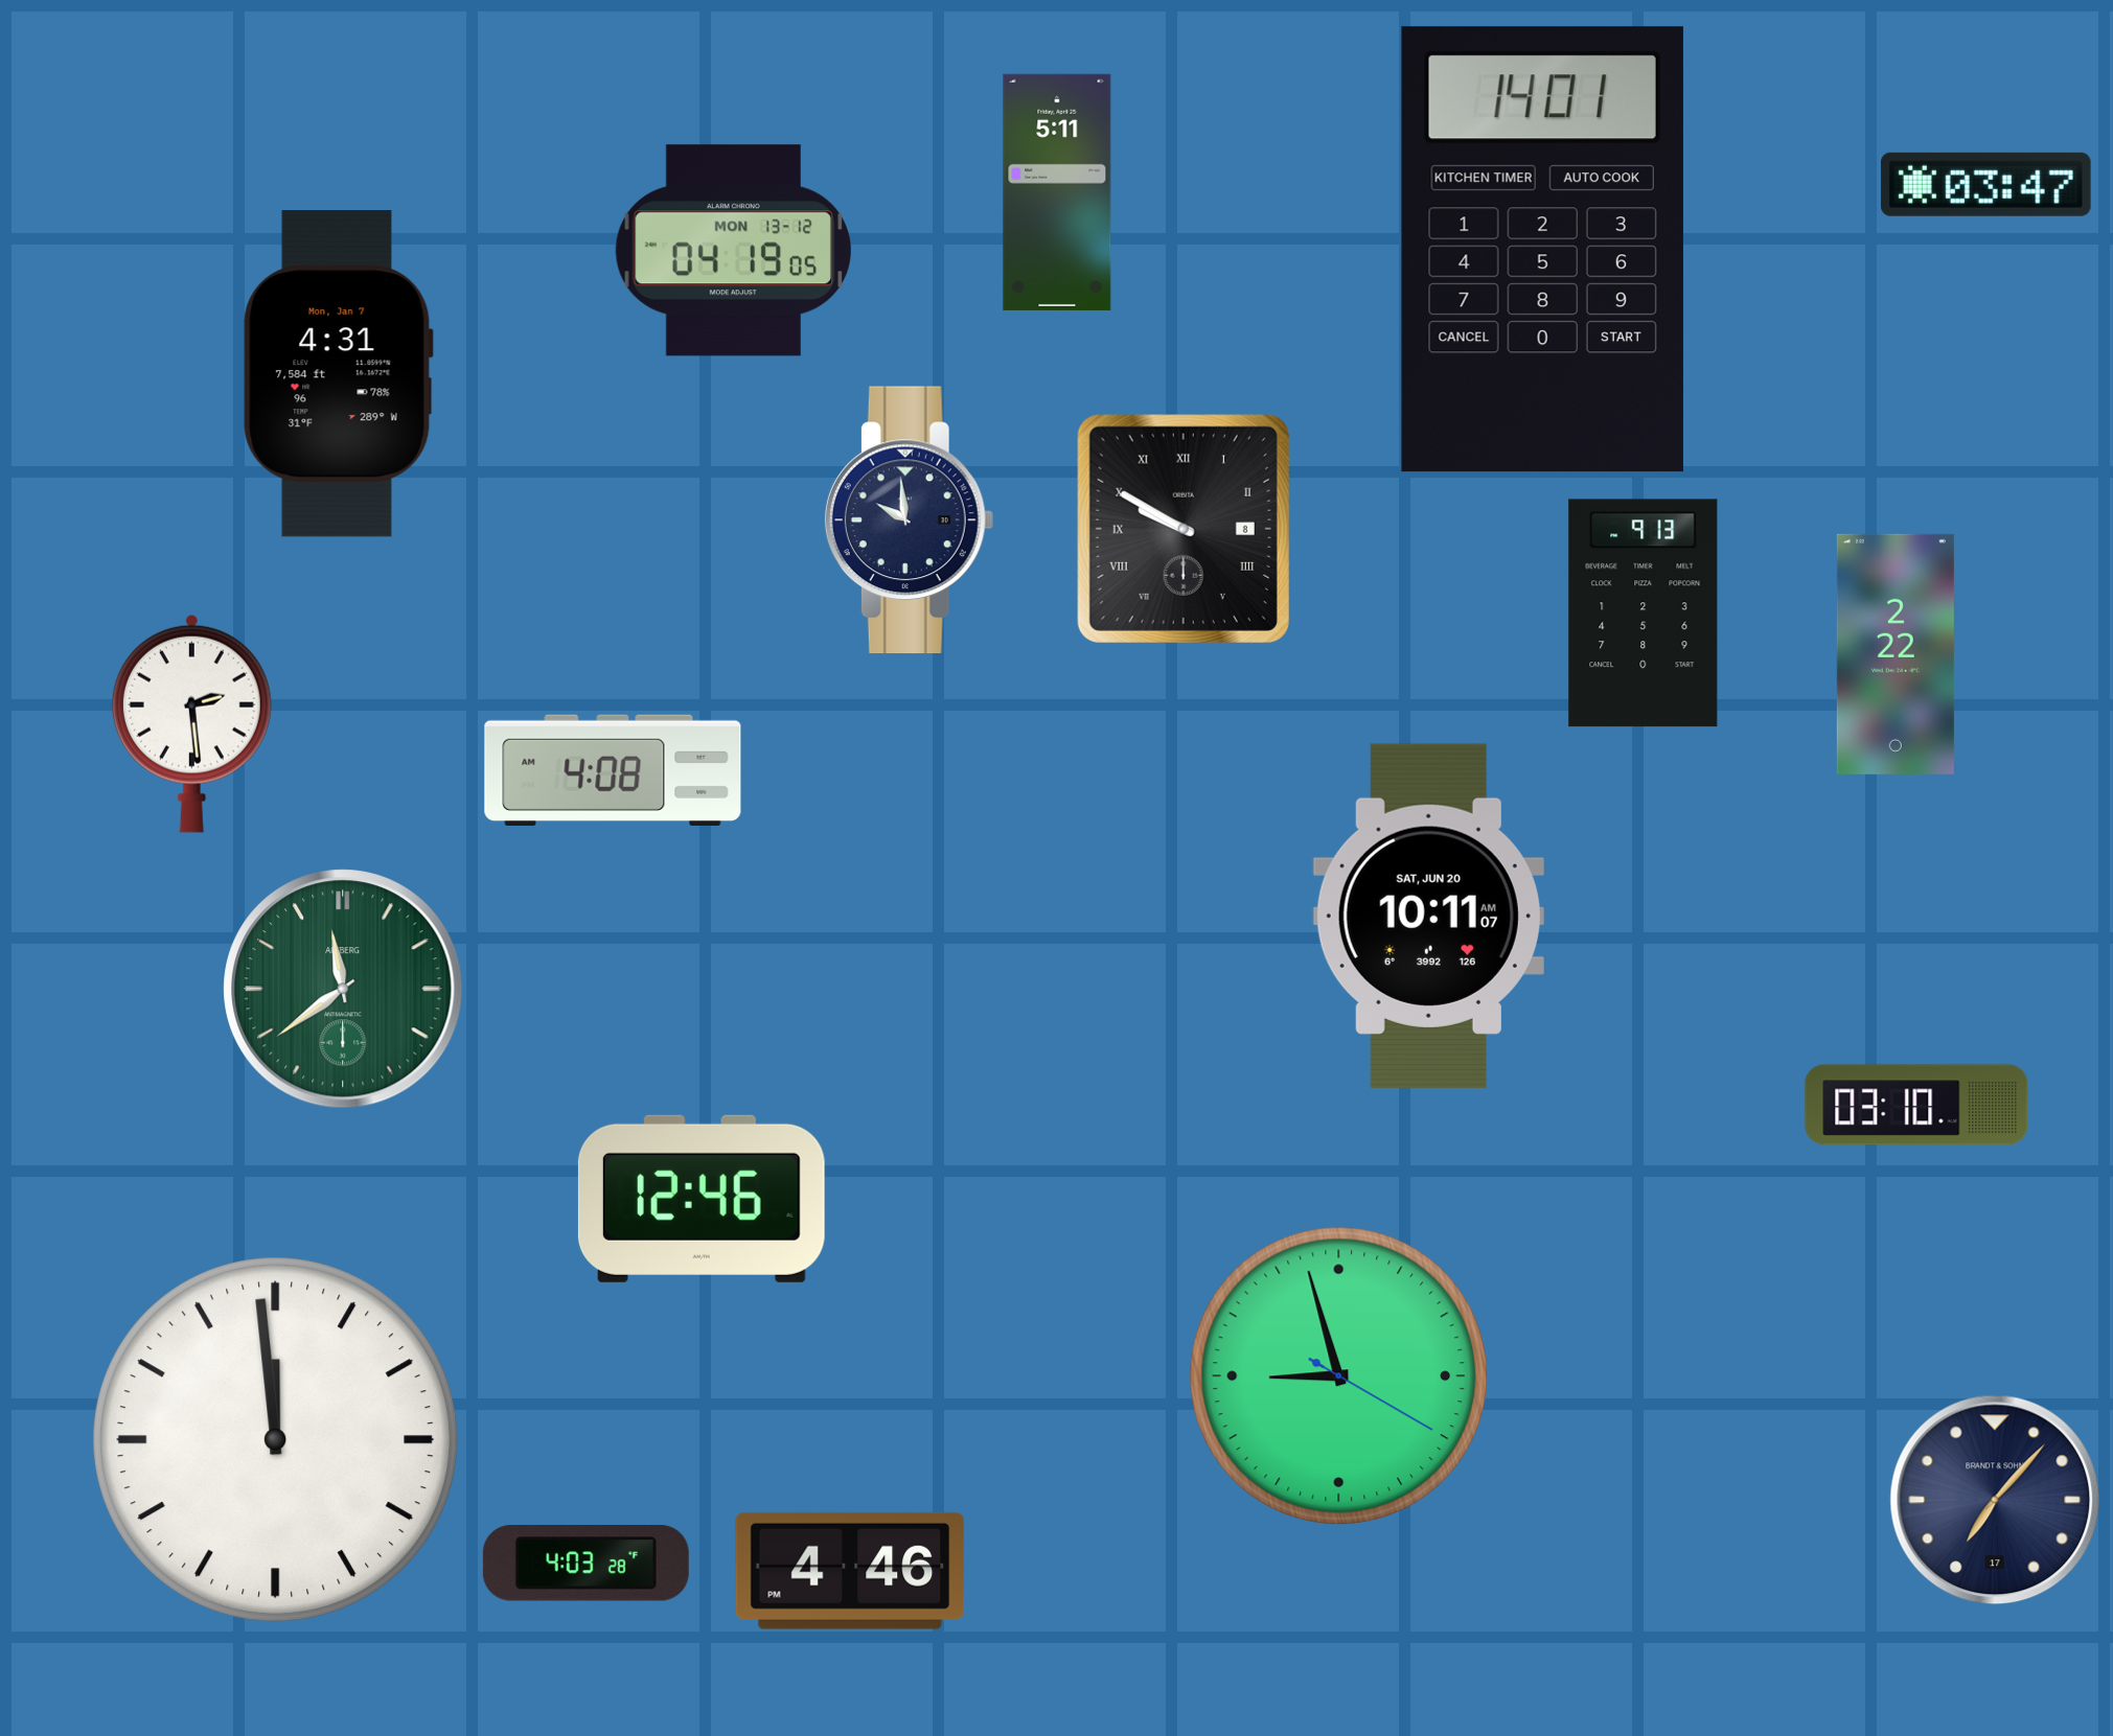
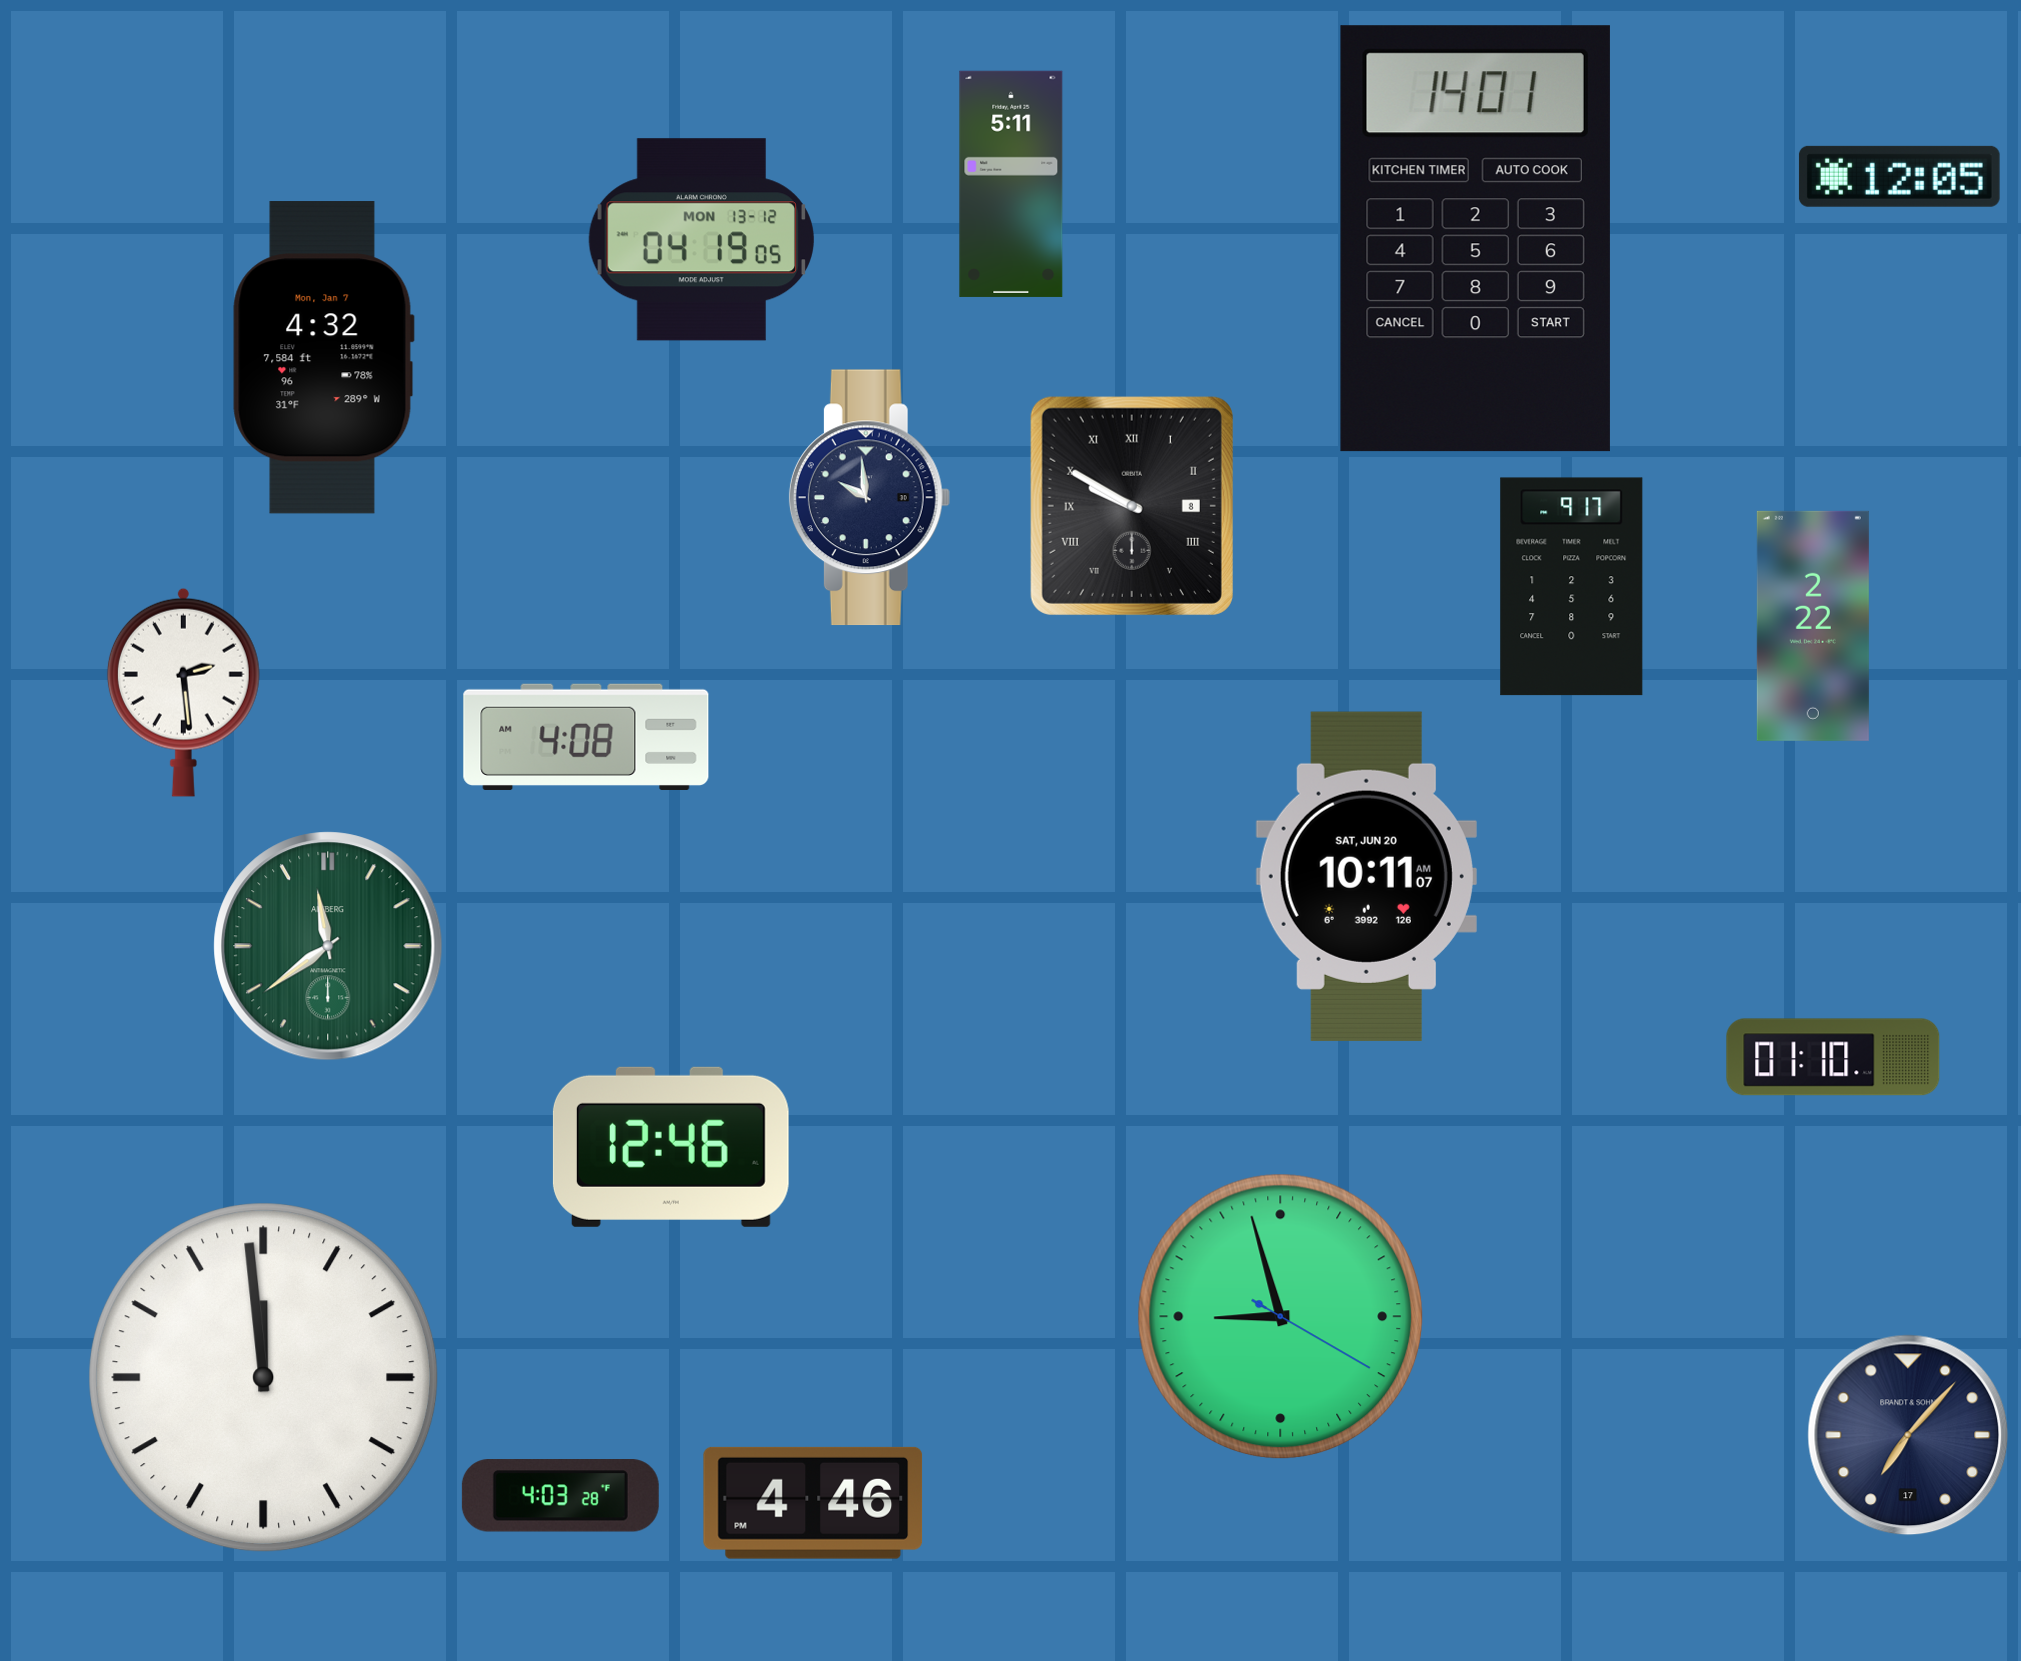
clock at (1985, 184): 03:47 -> 12:05
clock at (338, 374): 4:31 -> 4:32
clock at (1644, 614): 9:13 -> 9:17
clock at (1916, 1105): 03:10 -> 01:10
